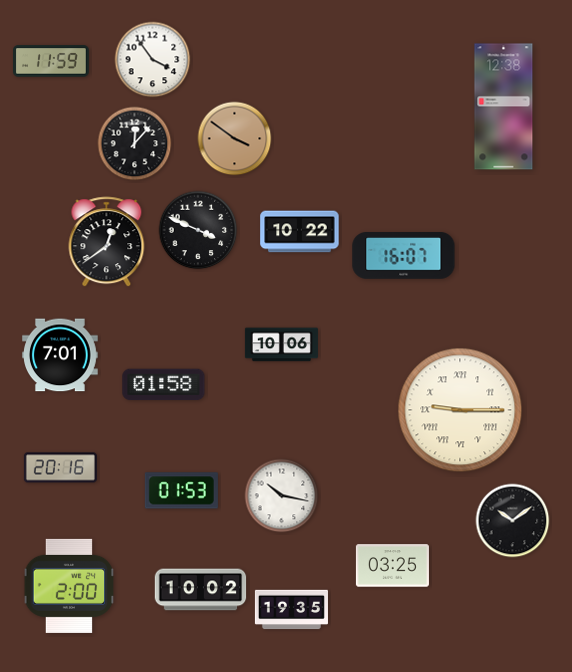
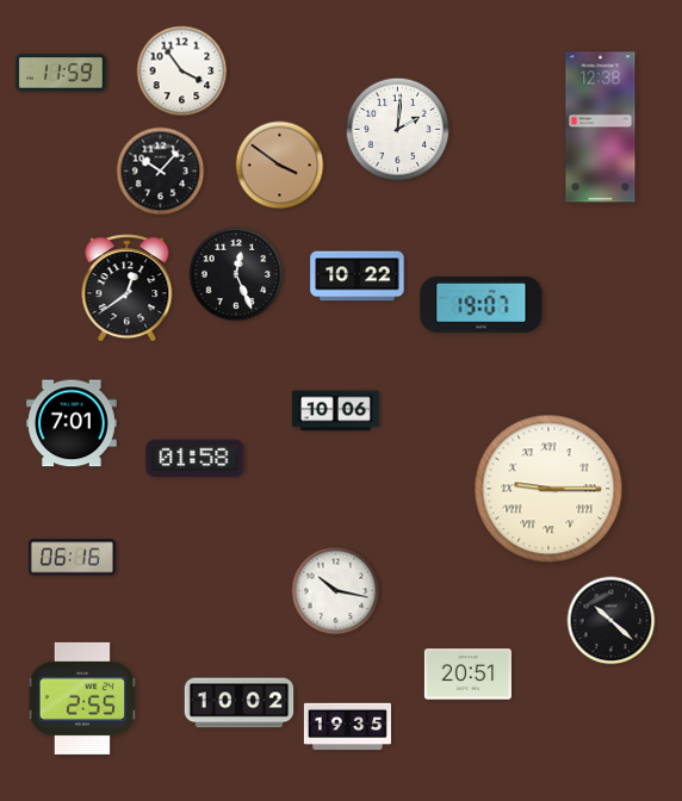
clock at (397, 129): none -> 2:01
clock at (135, 144): 12:07 -> 10:07
clock at (198, 230): 3:49 -> 12:26
clock at (404, 256): 16:07 -> 19:07
clock at (60, 468): 20:16 -> 06:16
clock at (181, 491): 01:53 -> none
clock at (513, 521): 10:09 -> 10:22
clock at (392, 566): 03:25 -> 20:51
clock at (69, 586): 2:00 -> 2:55
